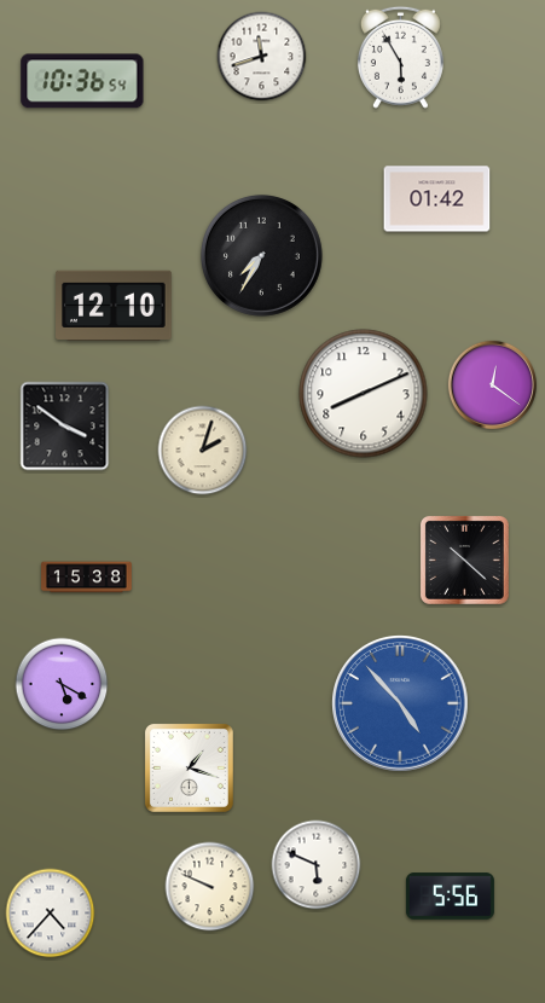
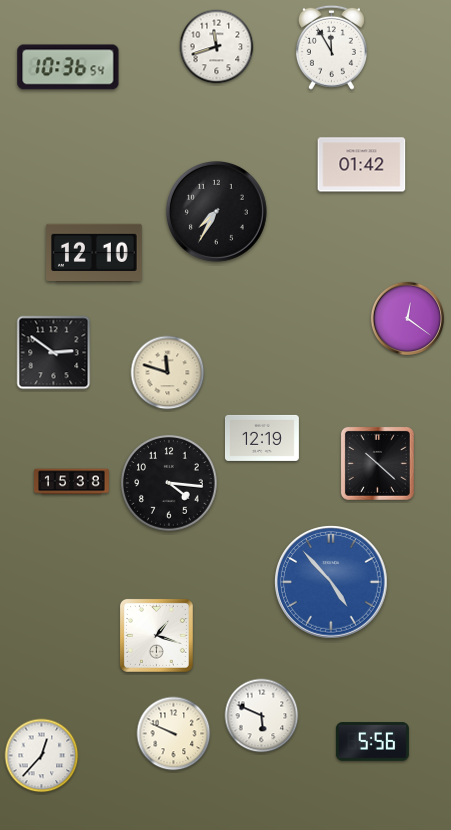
clock at (400, 57): 5:55 -> 11:55
clock at (364, 394): 8:11 -> none
clock at (65, 427): 3:51 -> 2:51
clock at (203, 451): 2:03 -> 11:48
clock at (262, 438): none -> 12:19
clock at (464, 560) position: (464, 560) -> (377, 463)
clock at (87, 578) position: (87, 578) -> (72, 482)
clock at (169, 483): none -> 4:16
clock at (62, 684): 5:20 -> none
clock at (51, 914): 4:37 -> 12:37
